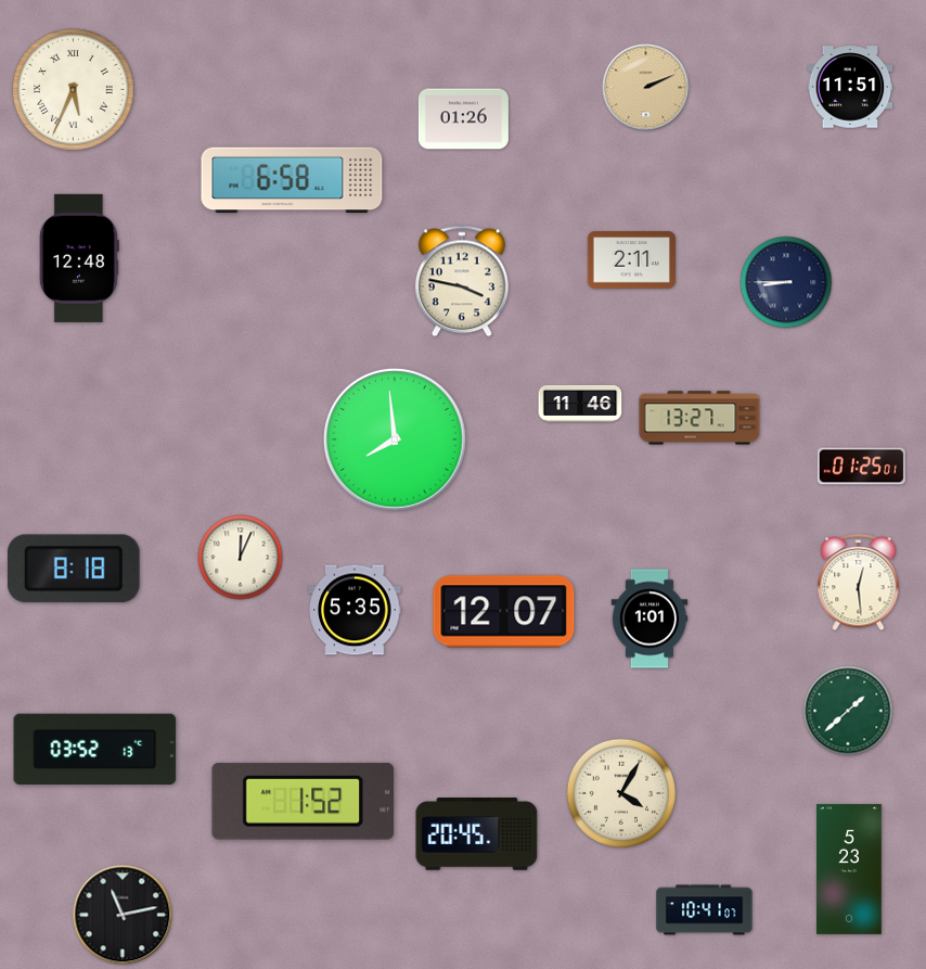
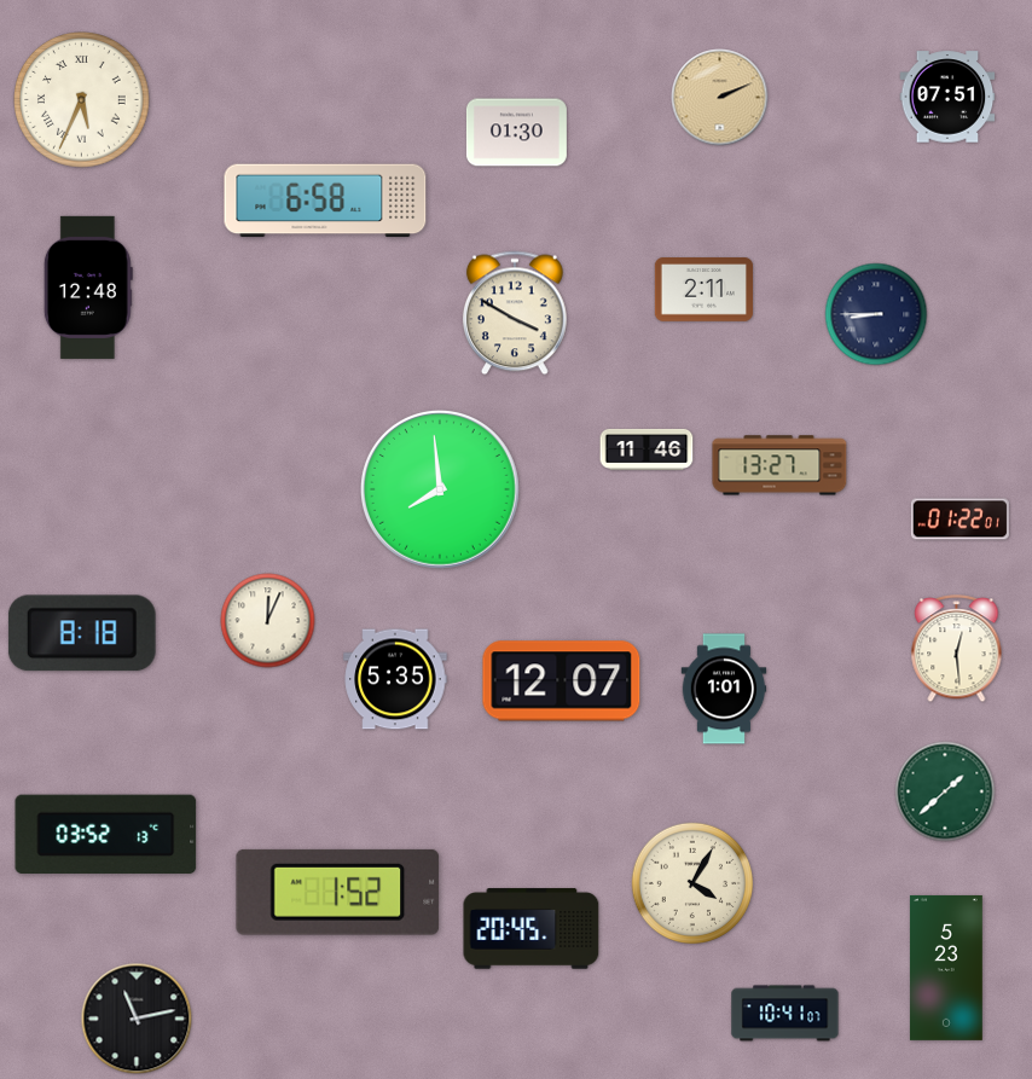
clock at (850, 87): 11:51 -> 07:51
clock at (463, 119): 01:26 -> 01:30
clock at (462, 281): 3:47 -> 3:50
clock at (861, 467): 01:25 -> 01:22
